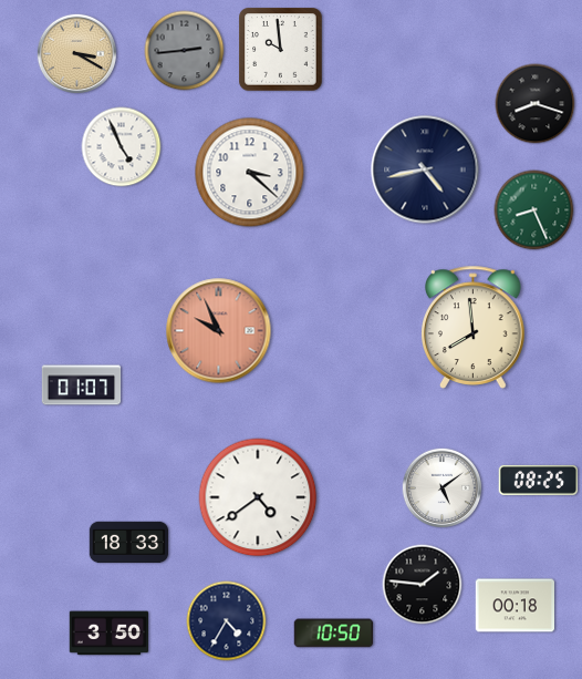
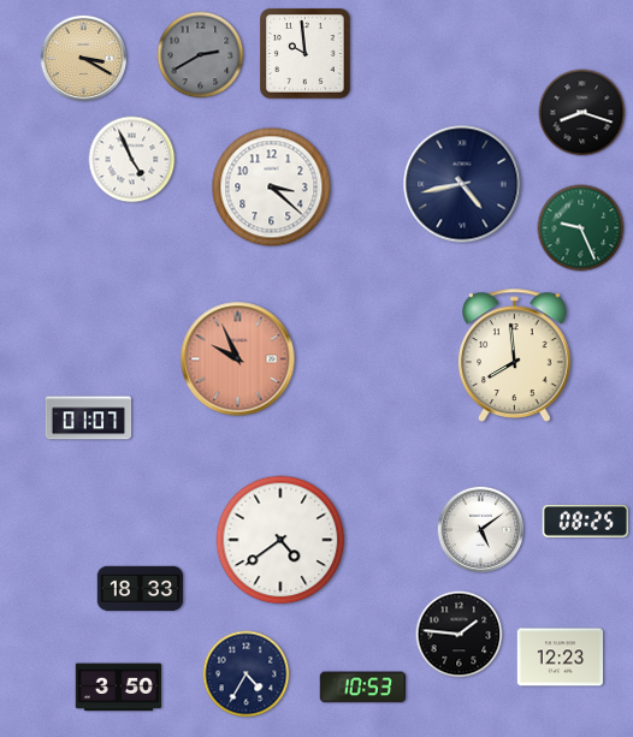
clock at (185, 51): 2:44 -> 2:40
clock at (534, 210): 8:26 -> 9:26
clock at (516, 606): 00:18 -> 12:23
clock at (333, 634): 10:50 -> 10:53
